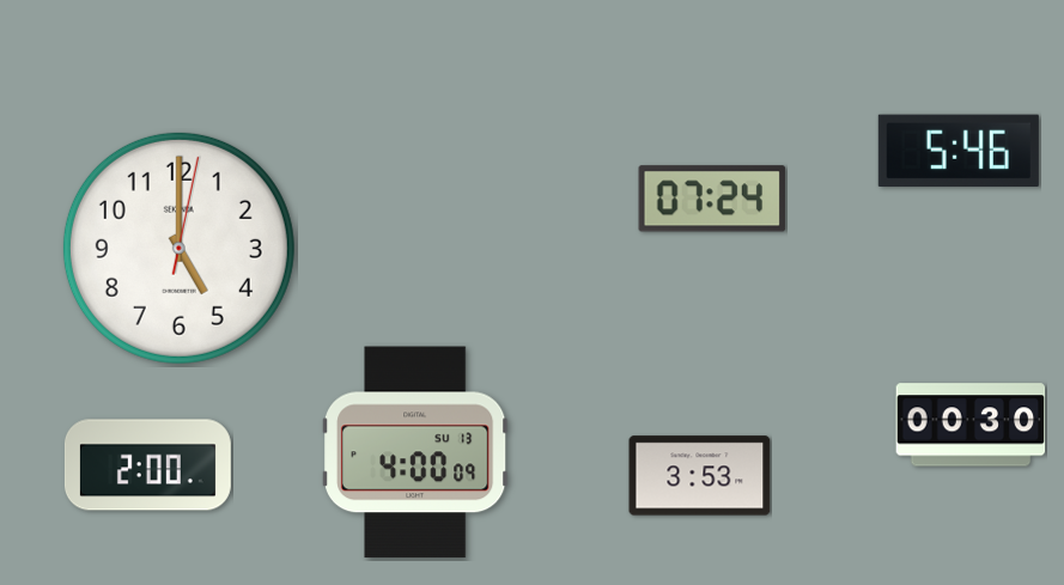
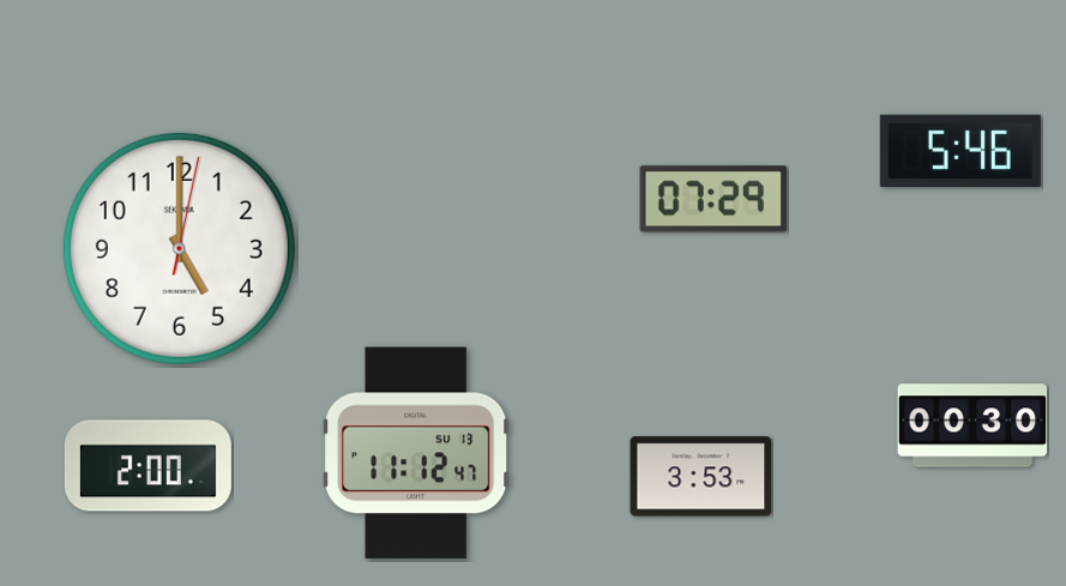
clock at (712, 199): 07:24 -> 07:29
clock at (417, 452): 4:00 -> 11:12
